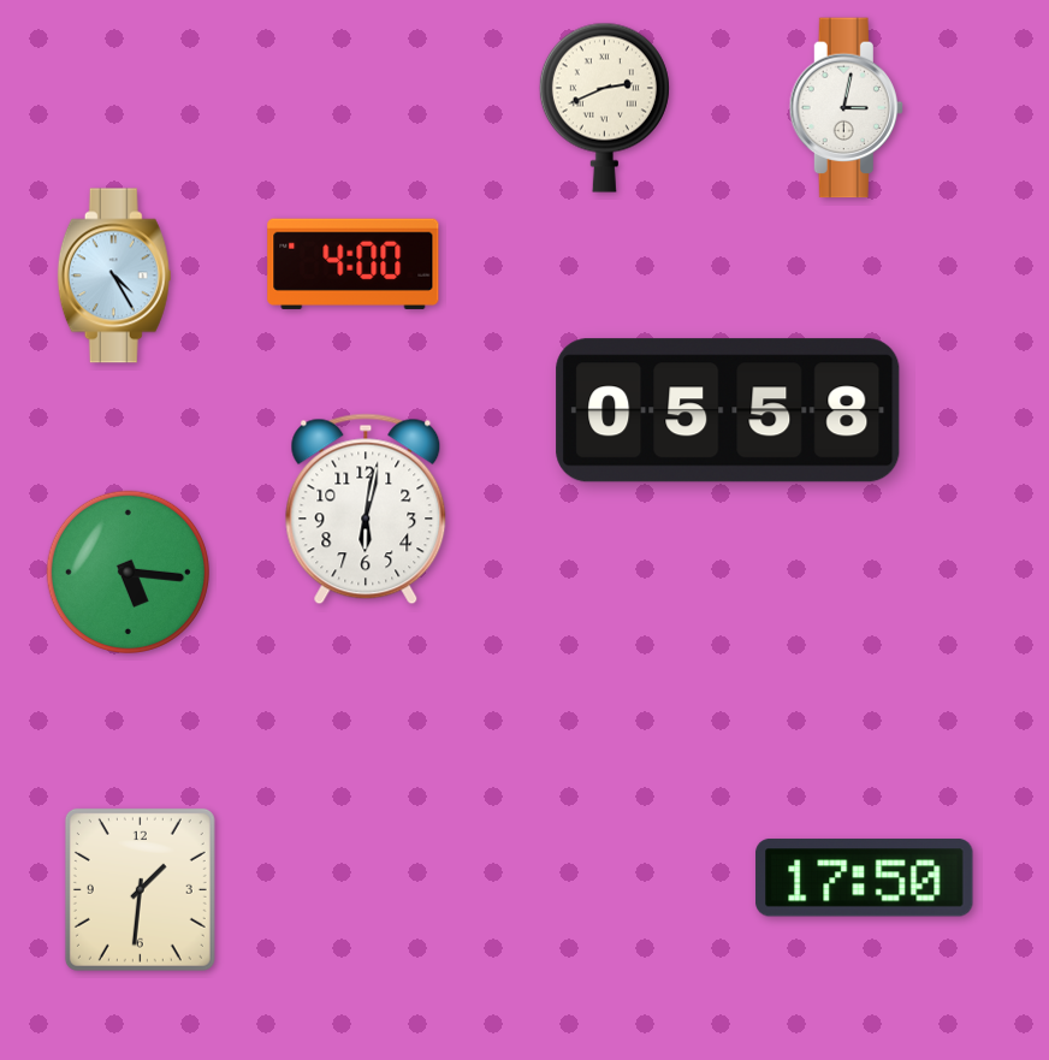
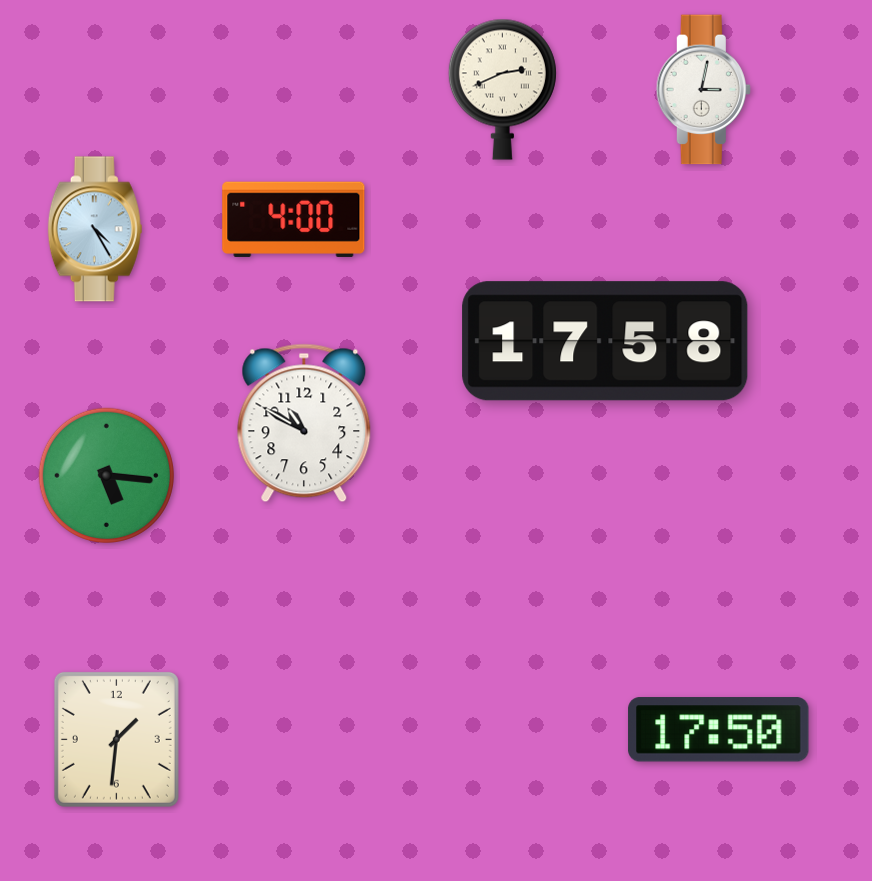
clock at (728, 410): 05:58 -> 17:58
clock at (366, 509): 6:02 -> 10:50
